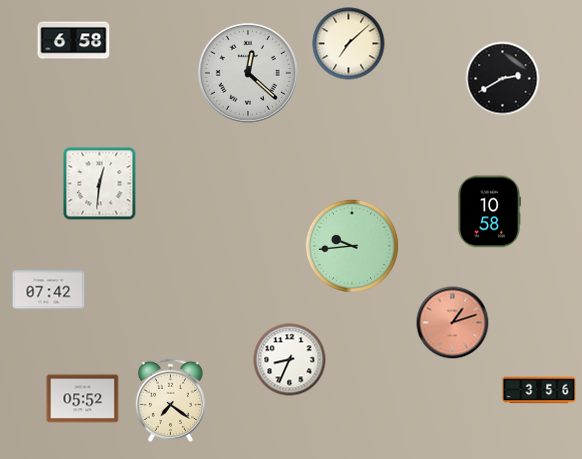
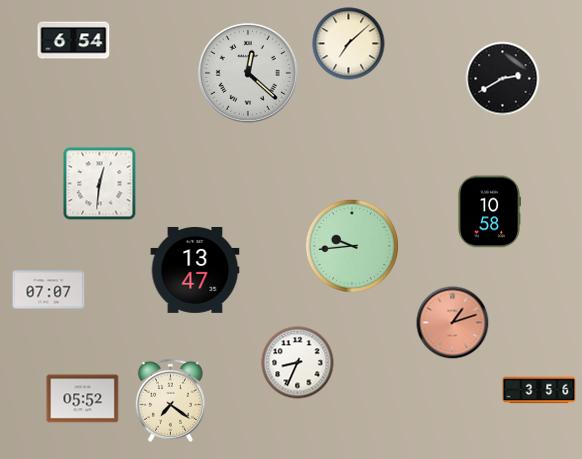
clock at (74, 41): 6:58 -> 6:54
clock at (195, 270): none -> 13:47
clock at (49, 290): 07:42 -> 07:07
clock at (290, 360) position: (290, 360) -> (298, 363)
